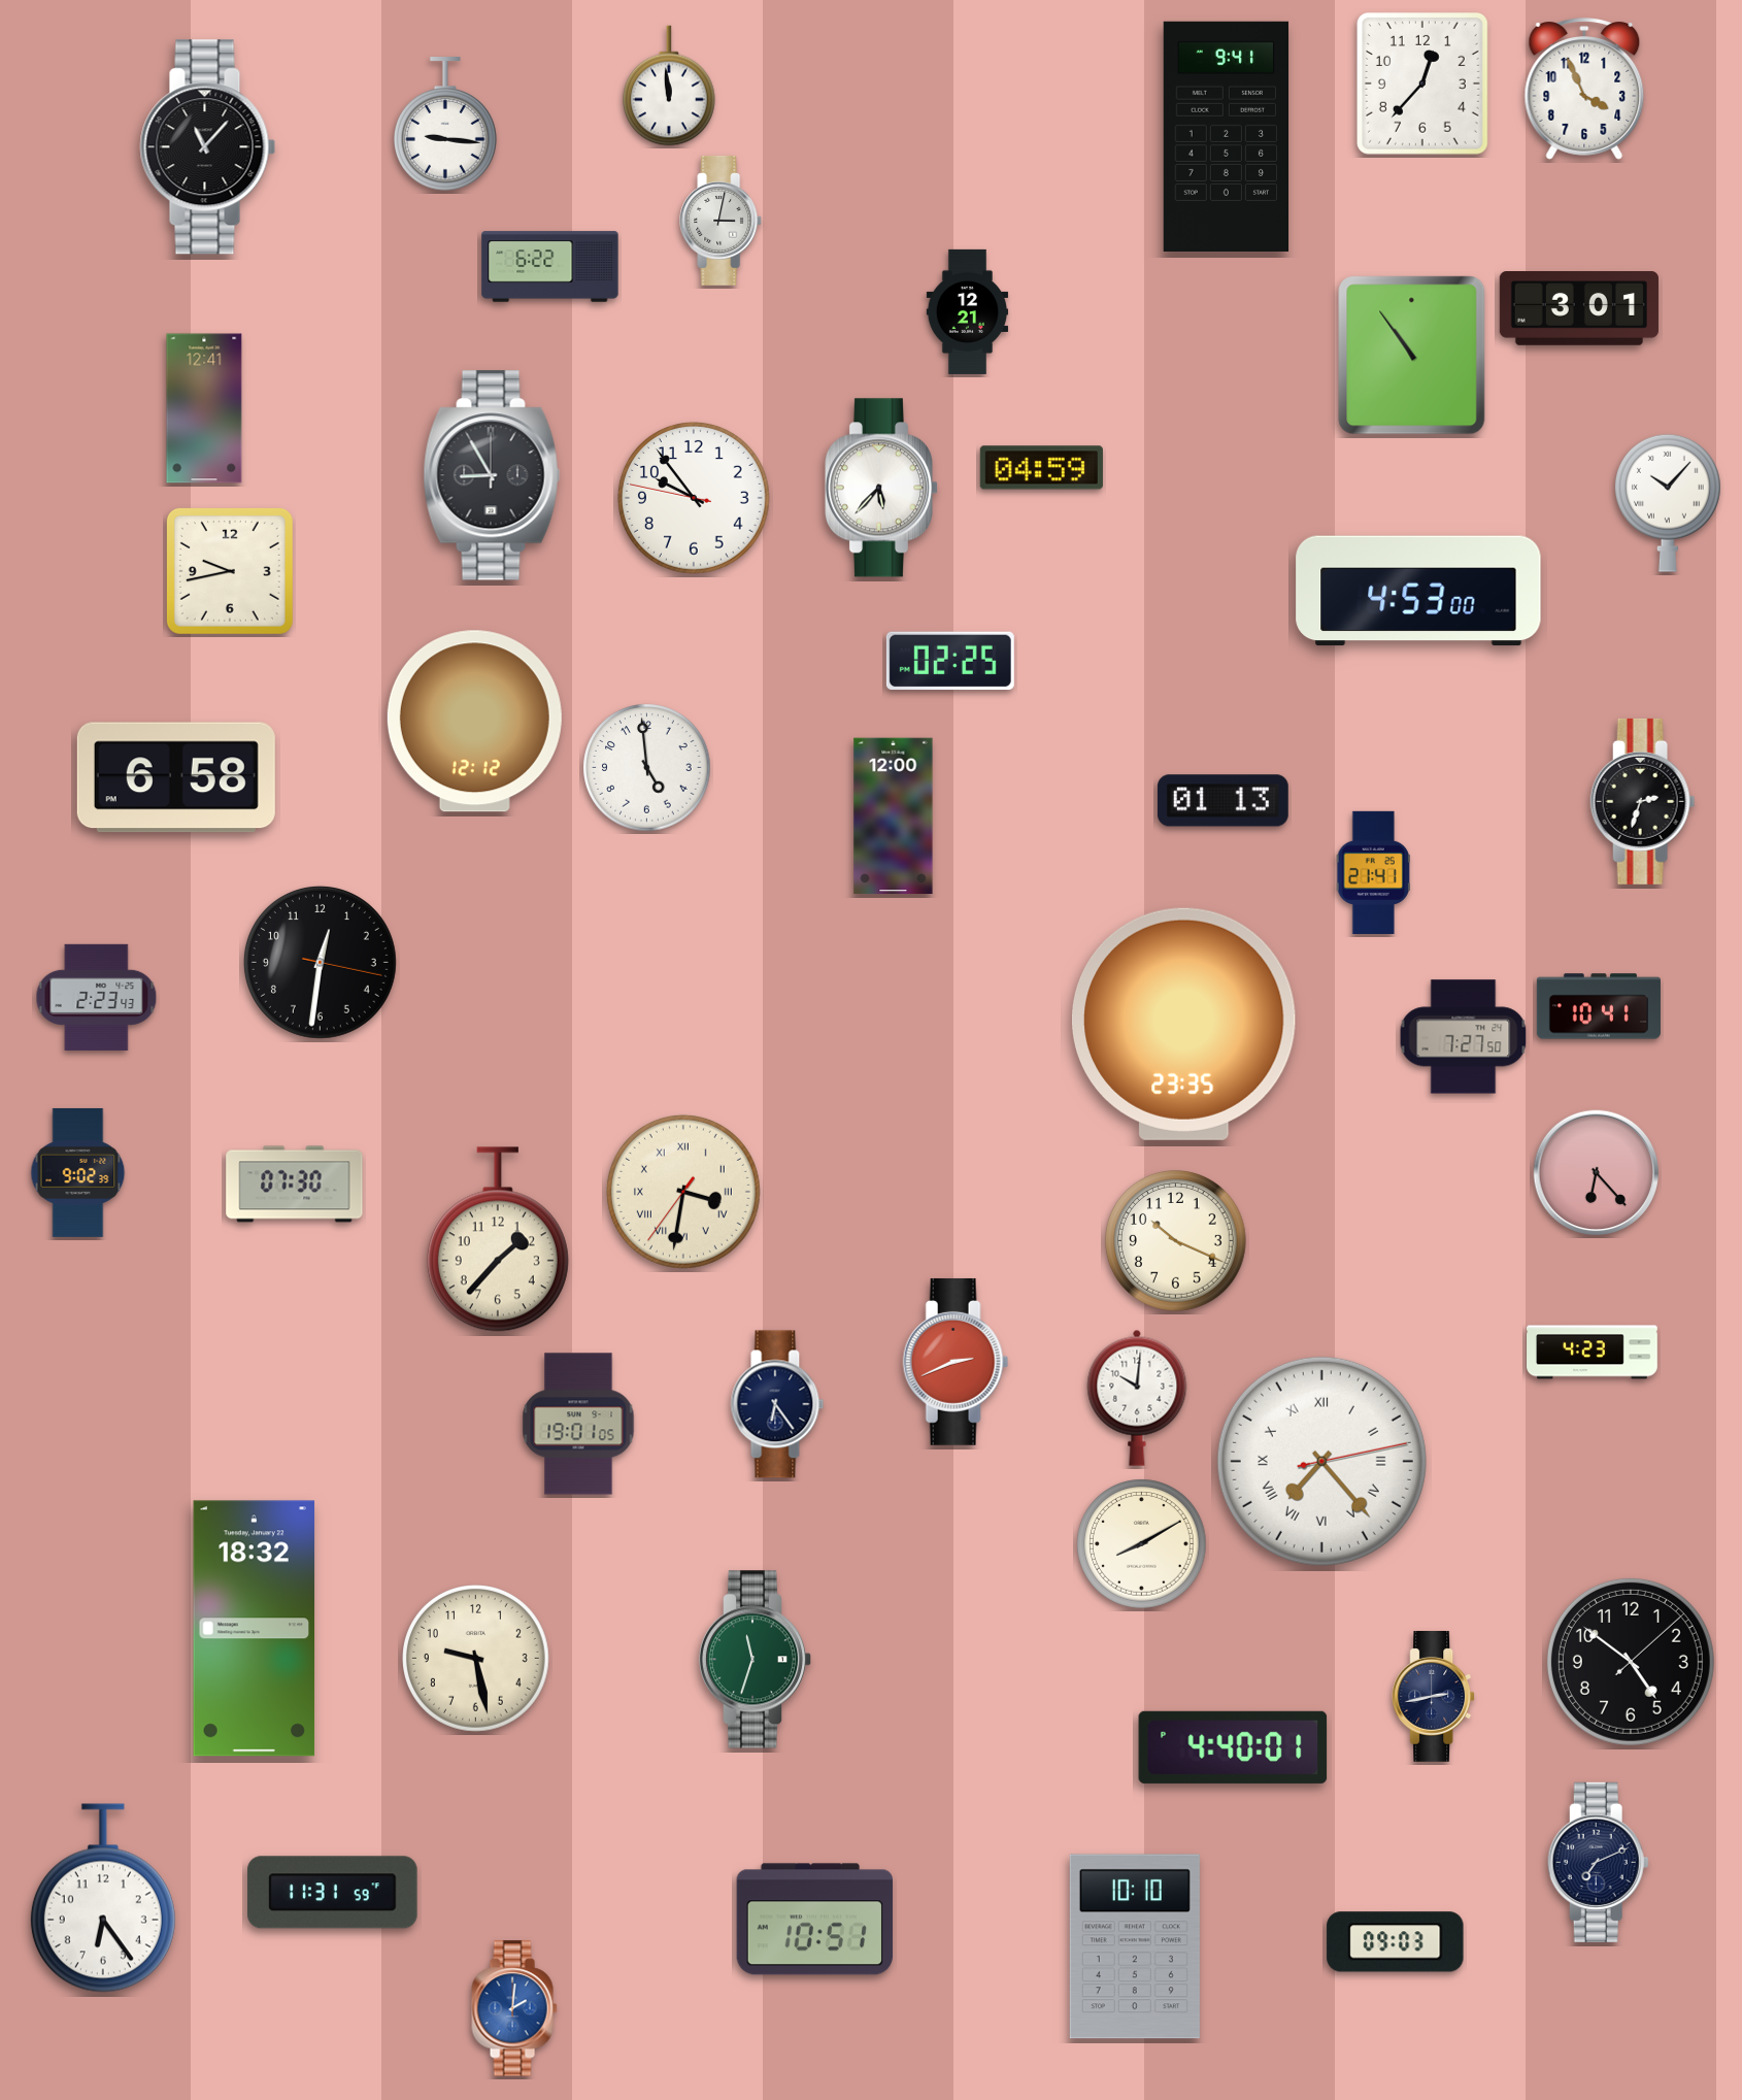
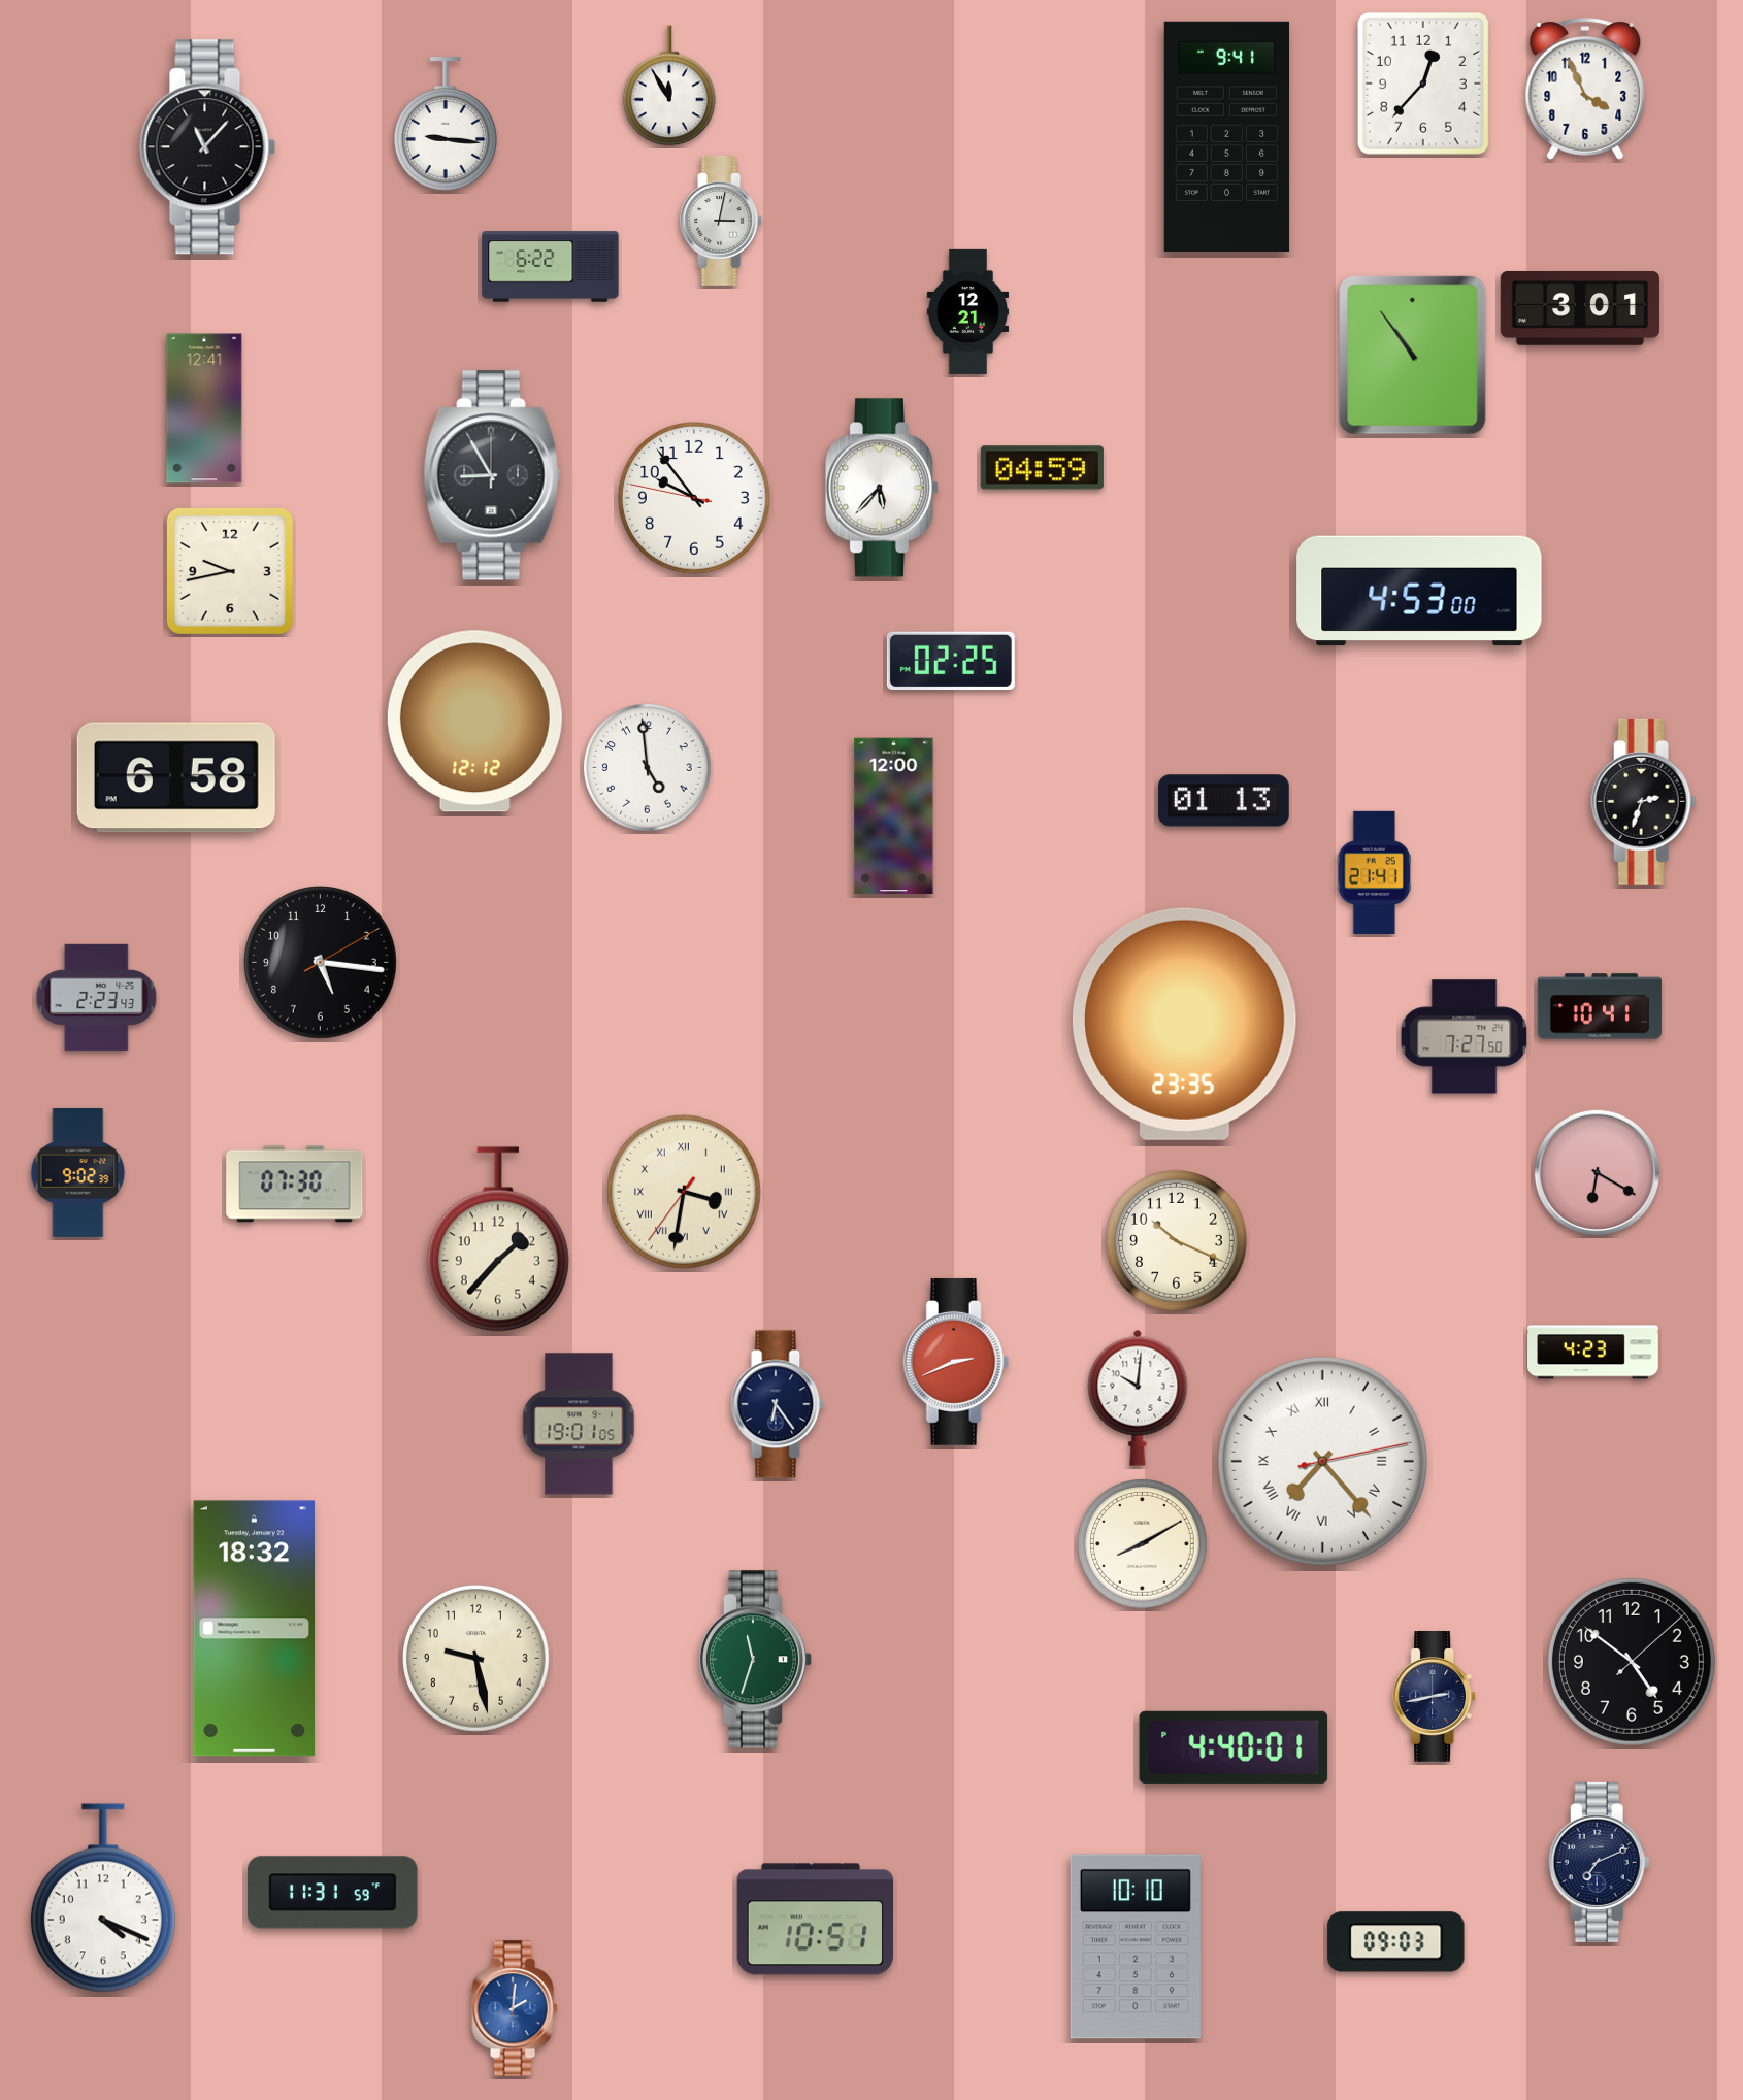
clock at (669, 86): 11:59 -> 11:55
clock at (1668, 503): 10:07 -> none
clock at (320, 962): 12:31 -> 5:16
clock at (1597, 1173): 6:23 -> 6:20
clock at (103, 1898): 6:24 -> 4:19
